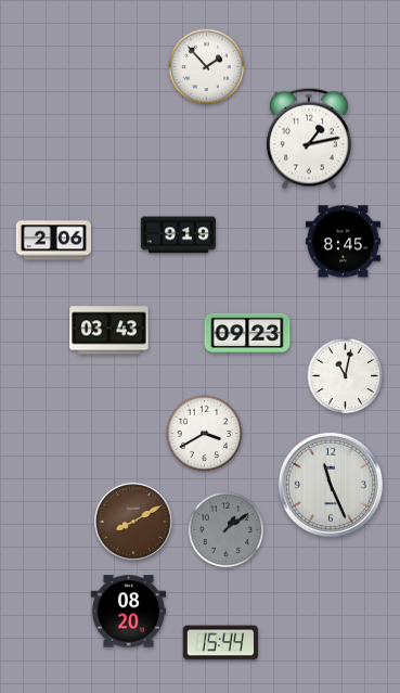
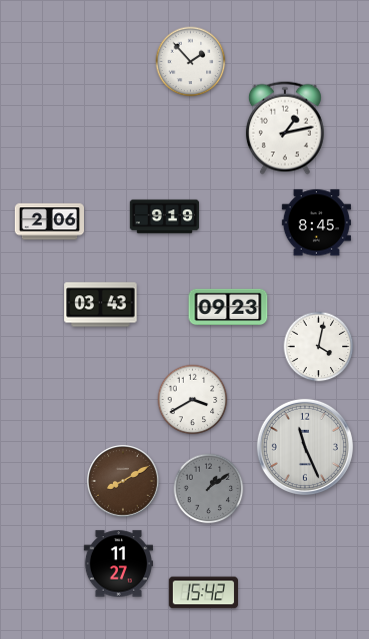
clock at (346, 376): 11:02 -> 4:02
clock at (205, 434) position: (205, 434) -> (193, 400)
clock at (128, 612): 08:20 -> 11:27
clock at (220, 643): 15:44 -> 15:42
